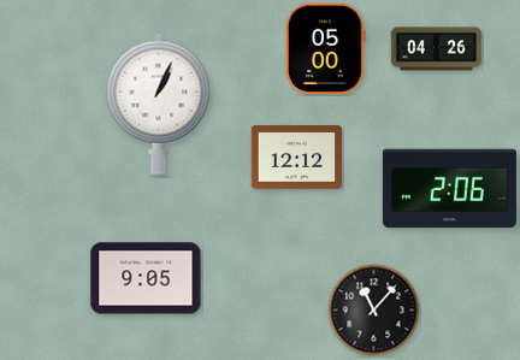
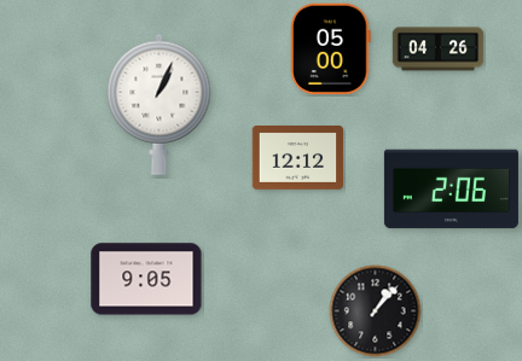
clock at (326, 49) position: (326, 49) -> (331, 50)
clock at (374, 311): 11:07 -> 1:07
